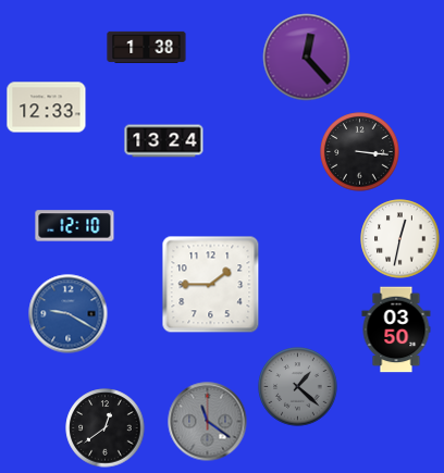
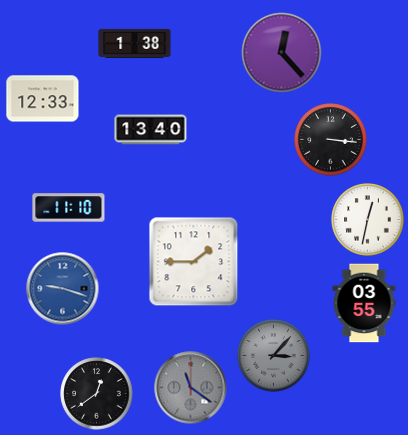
clock at (164, 141): 13:24 -> 13:40
clock at (75, 226): 12:10 -> 11:10
clock at (69, 314): 9:20 -> 9:18
clock at (396, 329): 03:50 -> 03:55
clock at (298, 387): 1:22 -> 3:07
